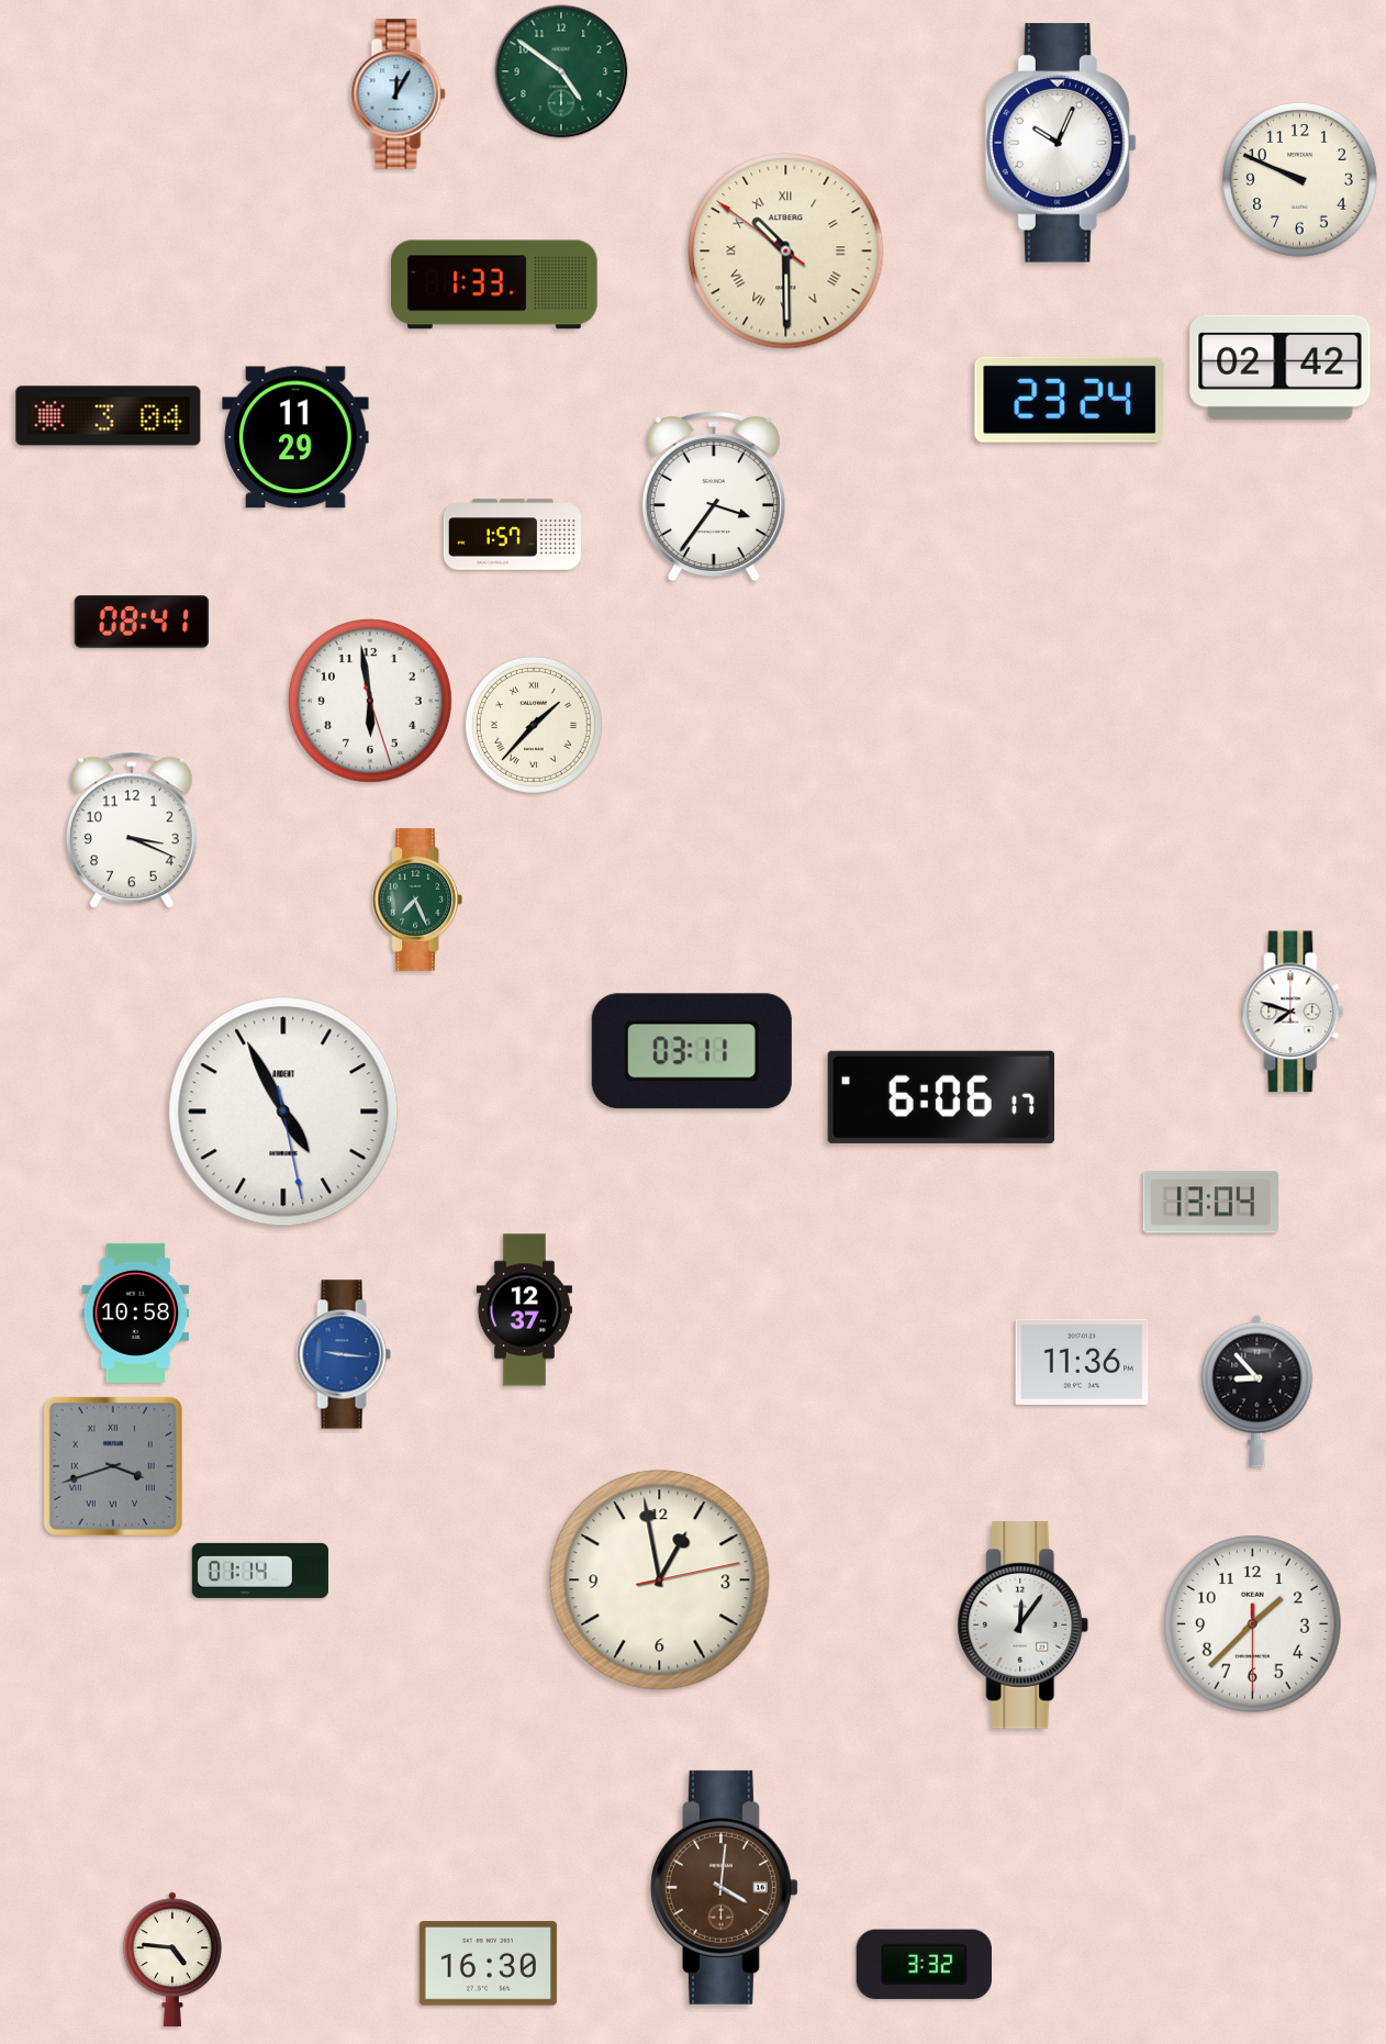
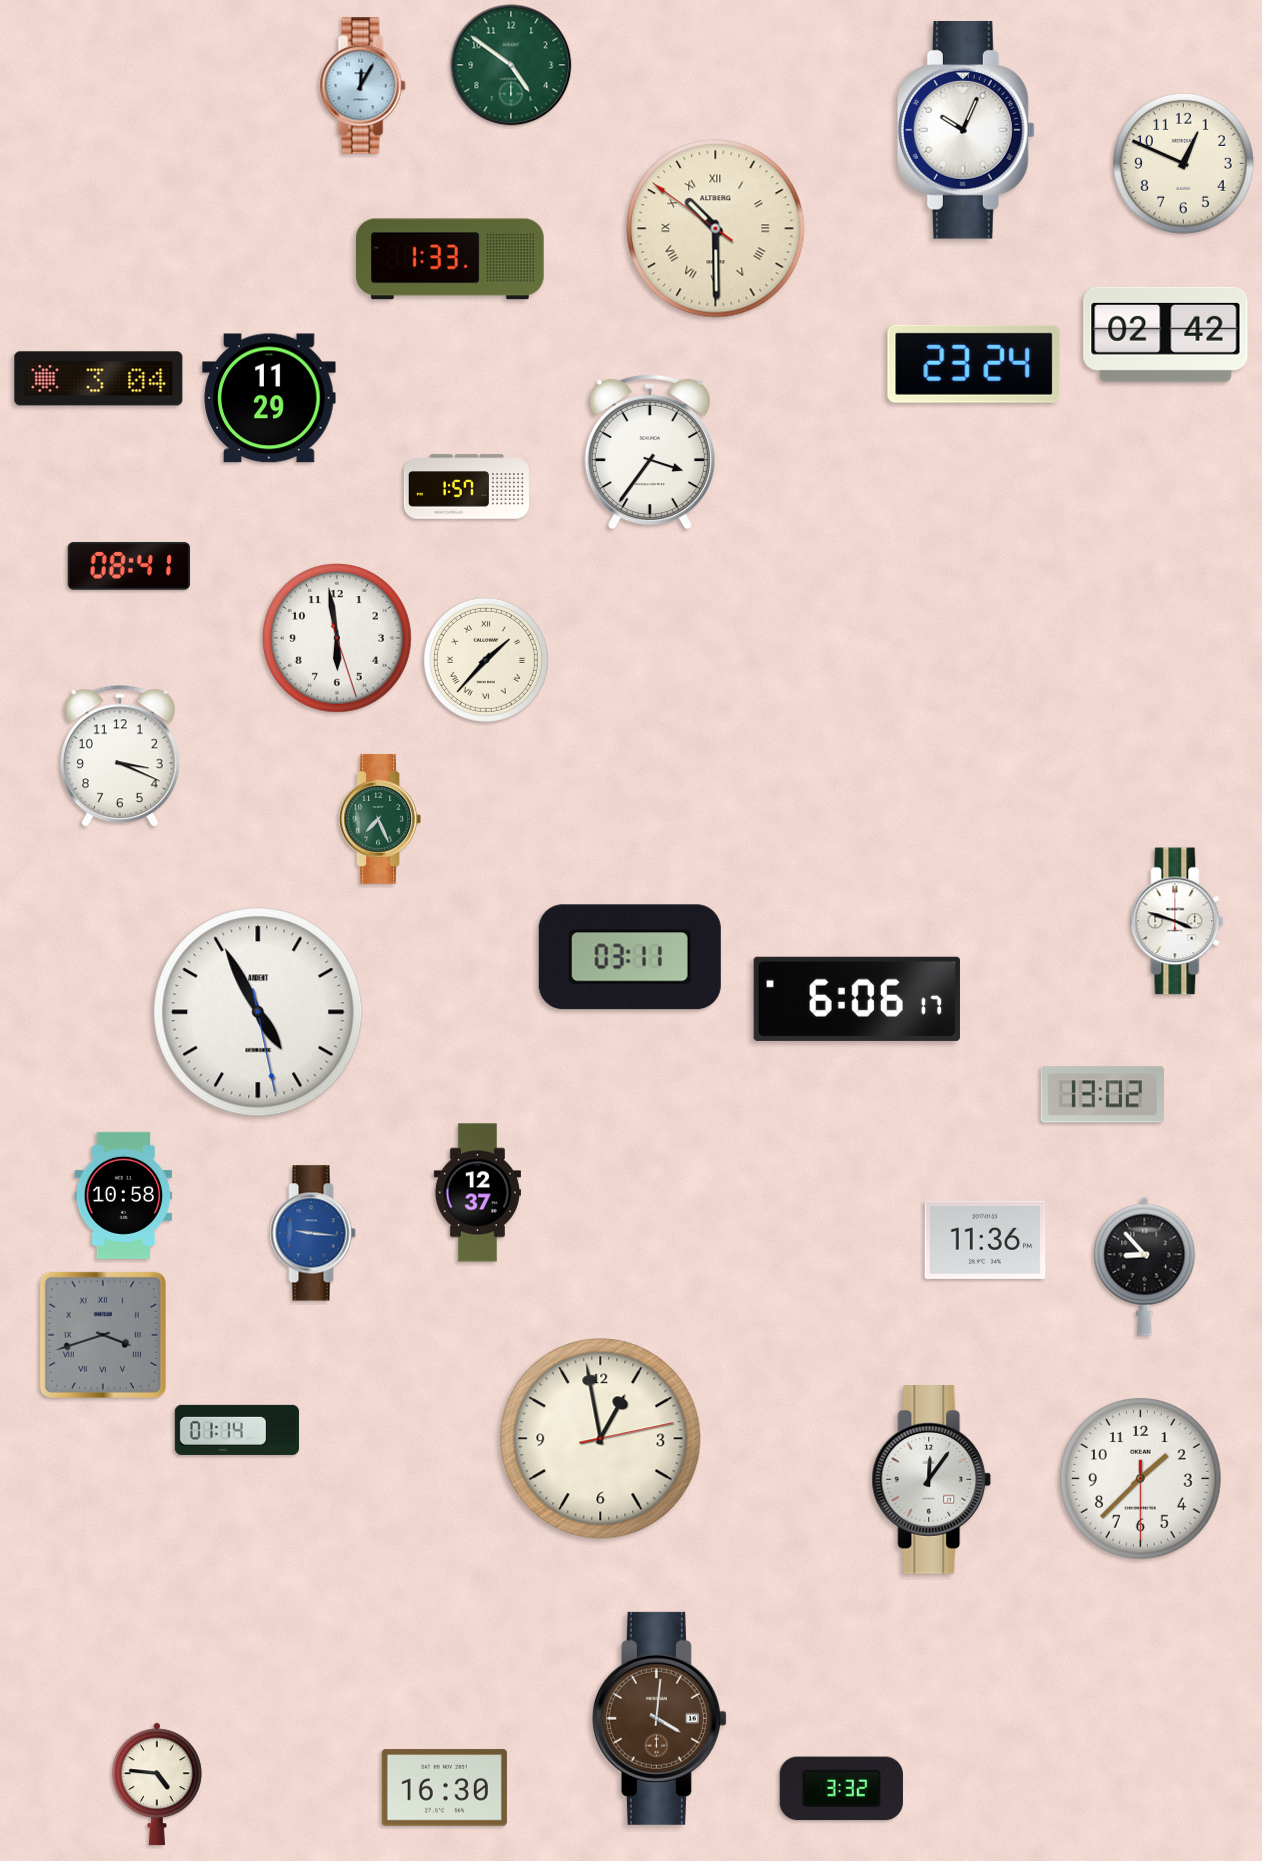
clock at (1299, 179): 9:49 -> 12:49
clock at (1293, 1012): 7:48 -> 3:48
clock at (1210, 1203): 13:04 -> 13:02
